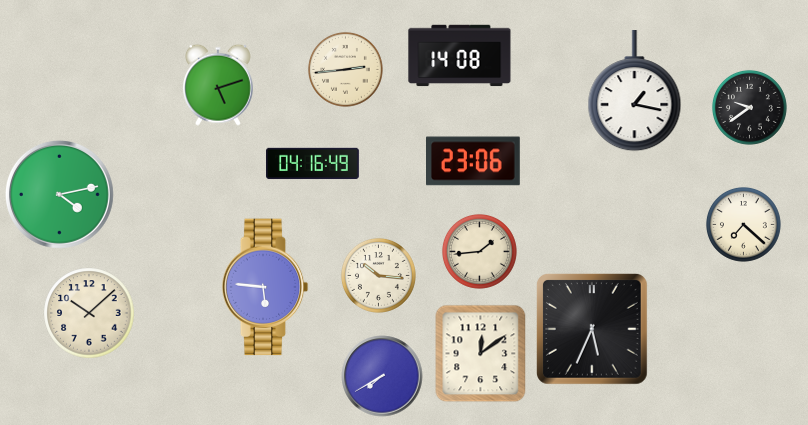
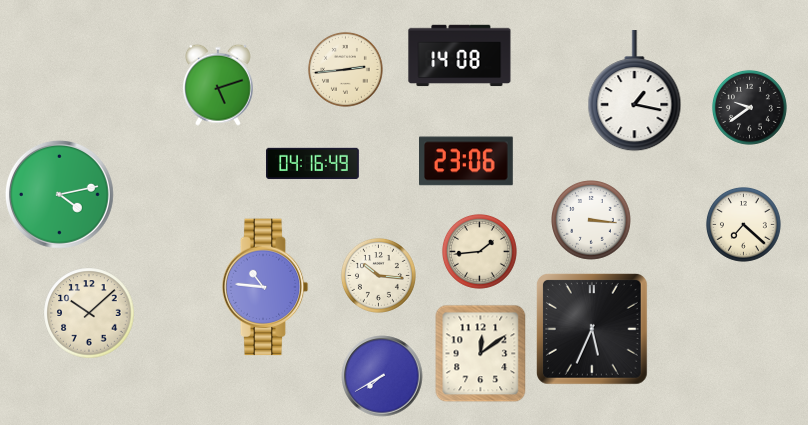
clock at (474, 161) position: (474, 161) -> (467, 161)
clock at (592, 221): none -> 3:16
clock at (265, 287): 5:46 -> 10:46
